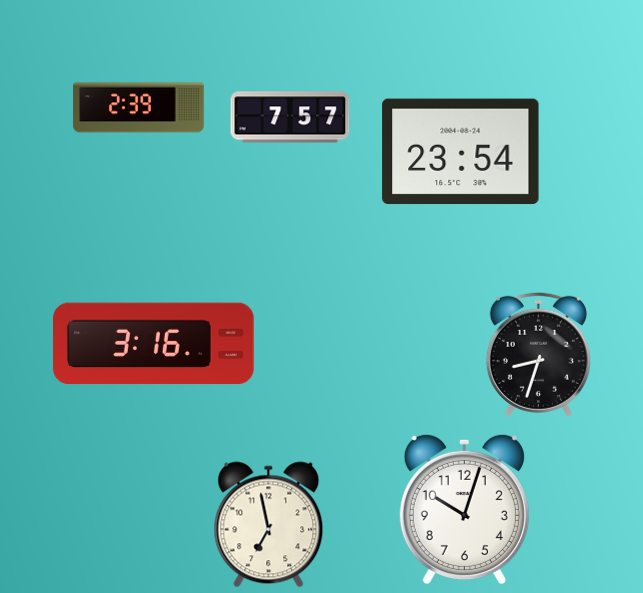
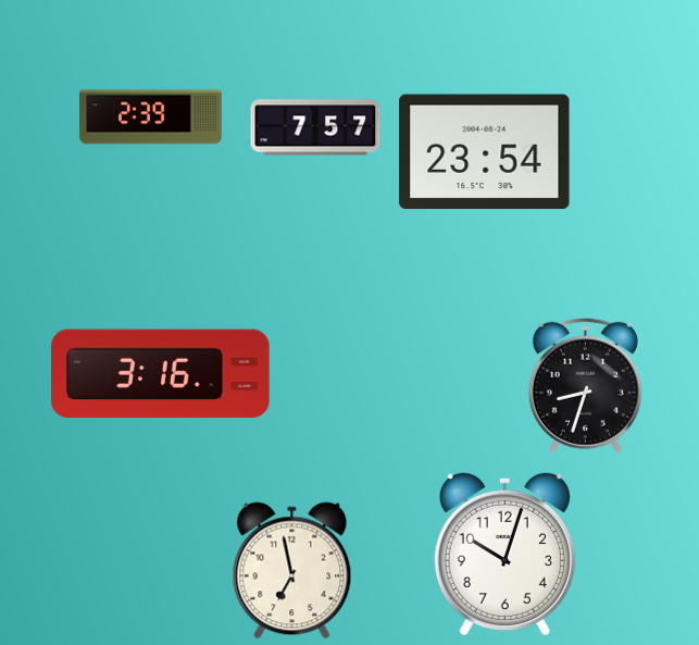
clock at (461, 152) position: (461, 152) -> (485, 152)
clock at (154, 344) position: (154, 344) -> (161, 374)
